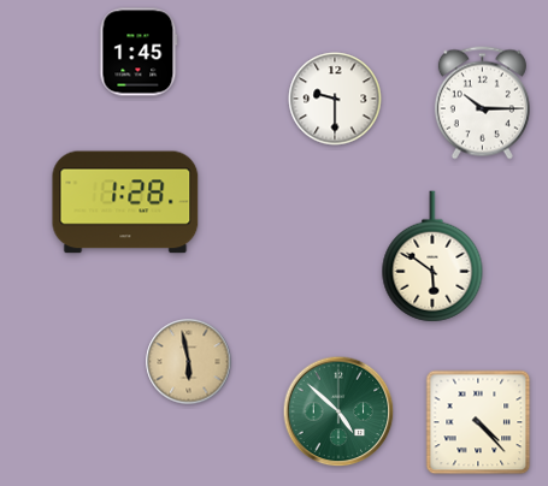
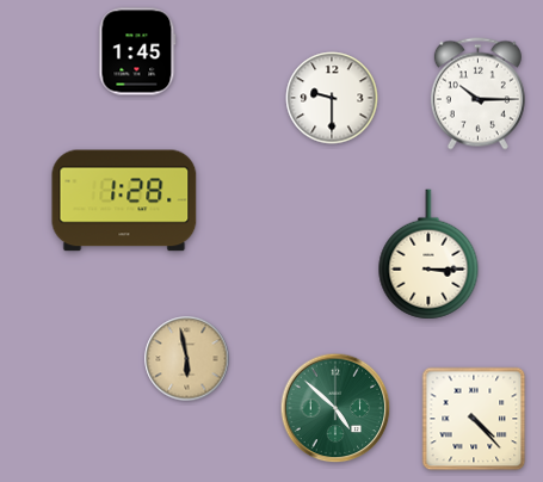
clock at (482, 103) position: (482, 103) -> (477, 94)
clock at (432, 256): 5:51 -> 3:15
